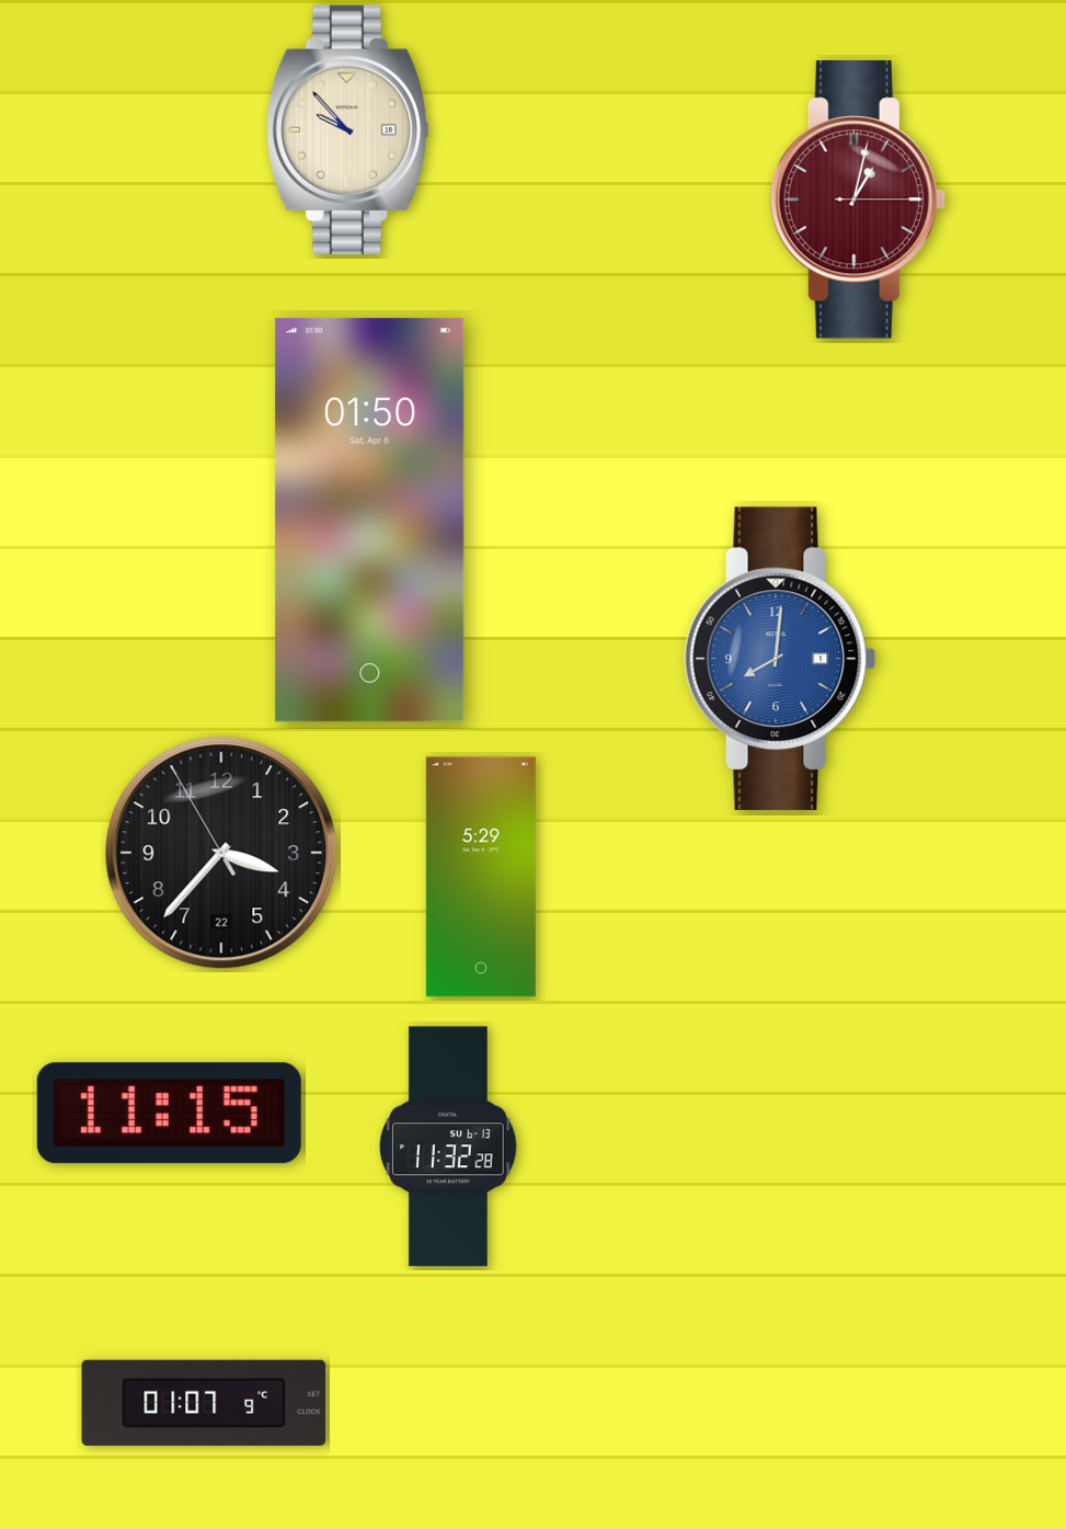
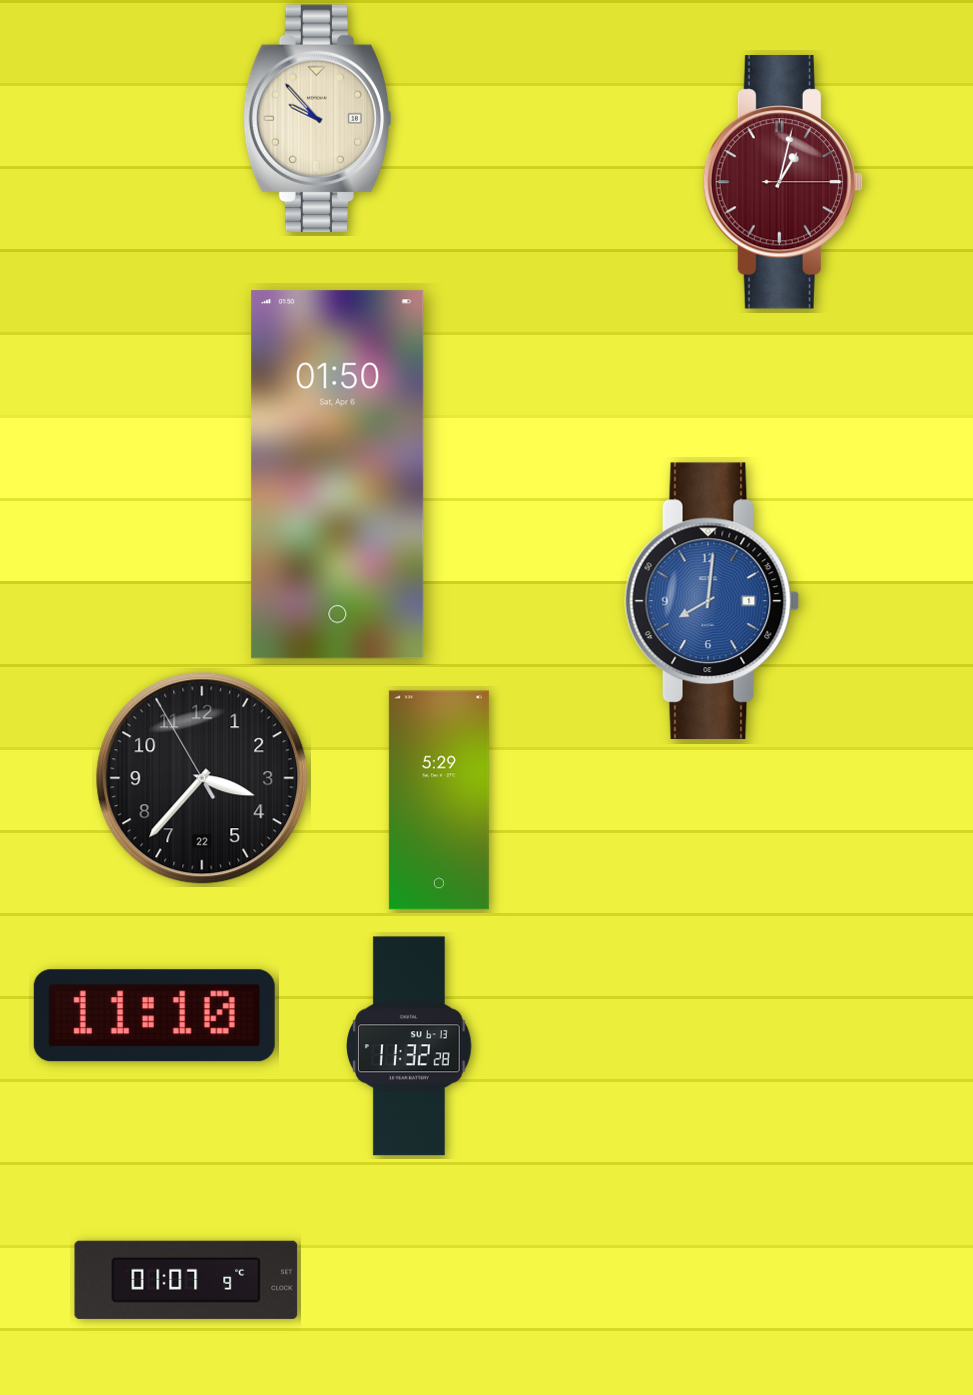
clock at (169, 1114): 11:15 -> 11:10
